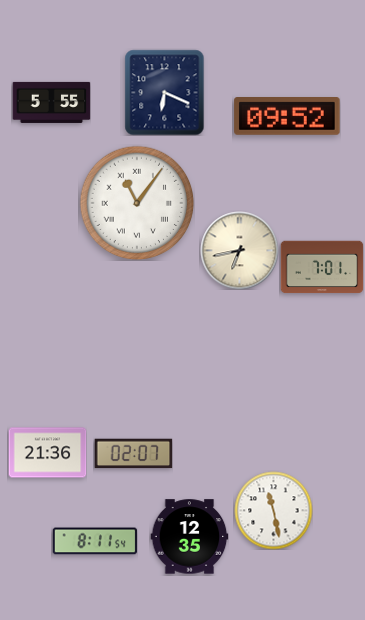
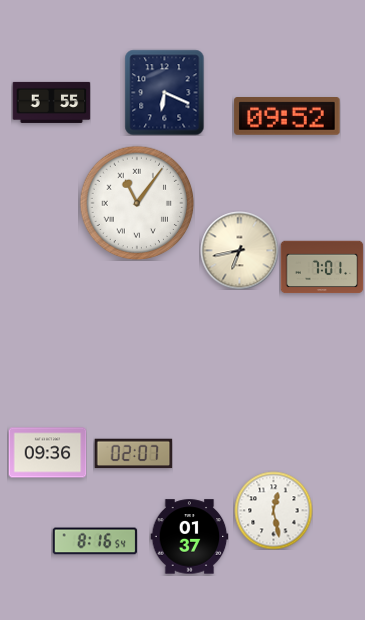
clock at (47, 453): 21:36 -> 09:36
clock at (273, 510): 11:28 -> 12:28
clock at (189, 537): 12:35 -> 01:37
clock at (95, 541): 8:11 -> 8:16
